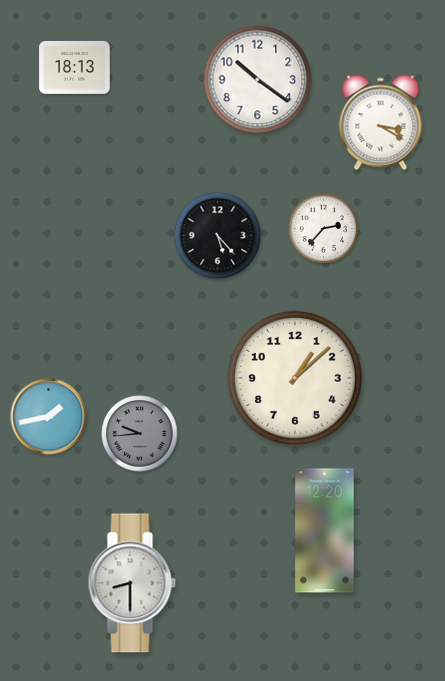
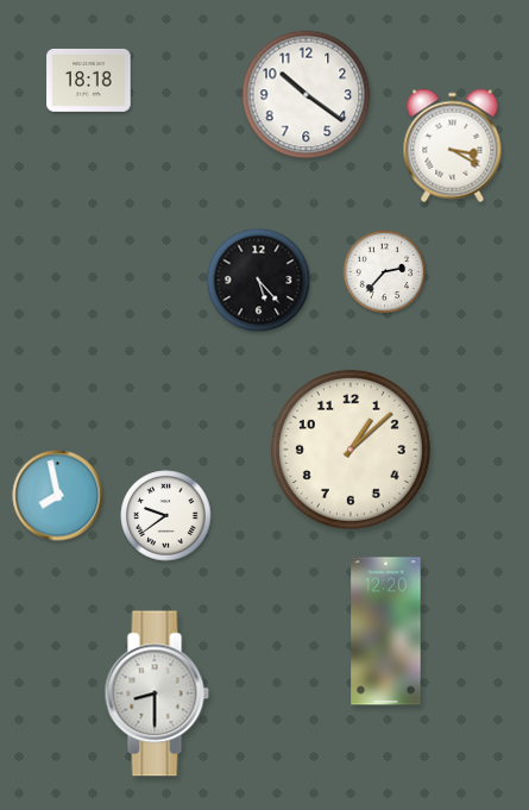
clock at (75, 67): 18:13 -> 18:18
clock at (49, 417): 1:43 -> 7:58
clock at (140, 434): 9:44 -> 9:39
clock at (140, 434) dial: grey -> white
